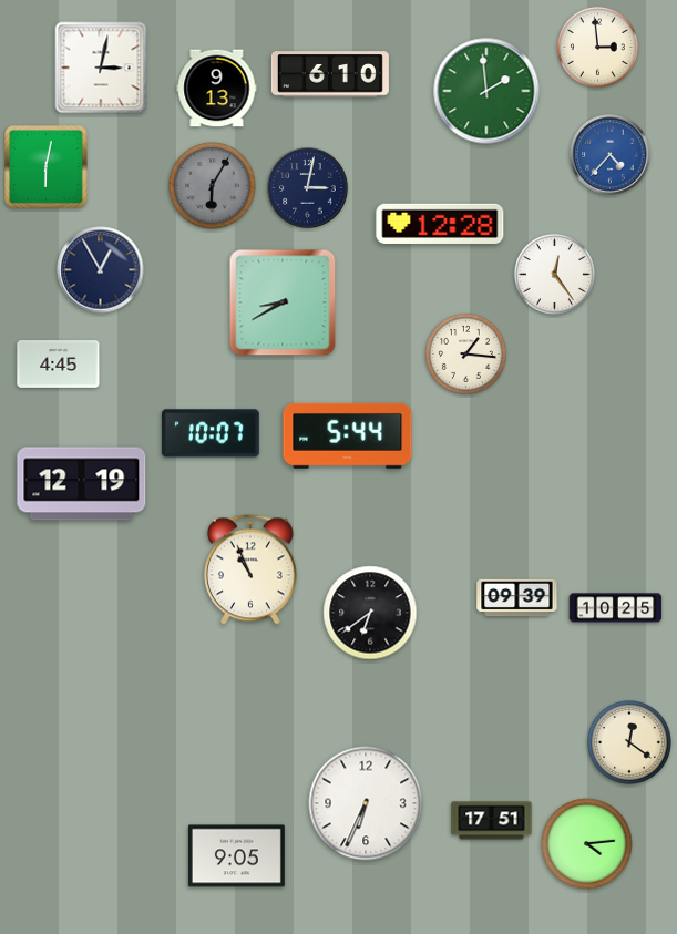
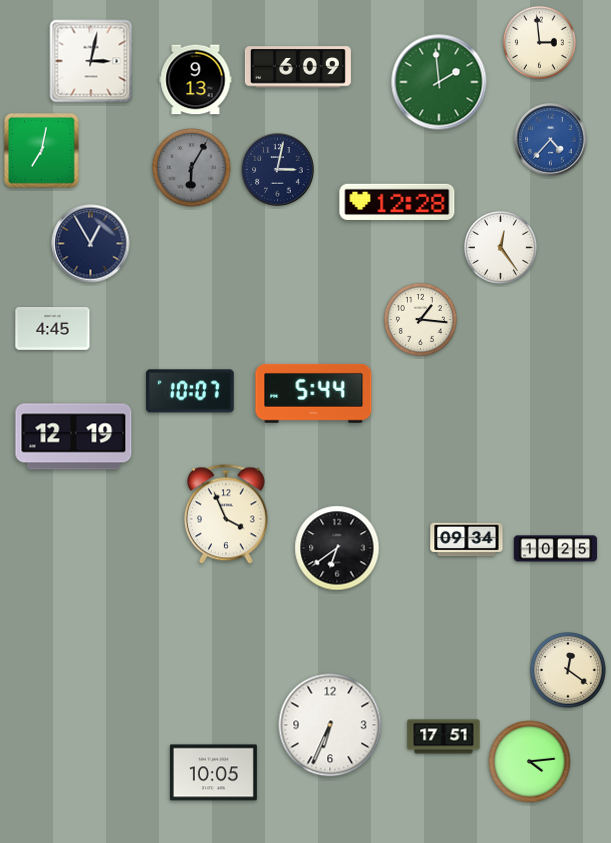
clock at (330, 74): 6:10 -> 6:09
clock at (47, 167): 6:02 -> 7:02
clock at (283, 302): 8:40 -> none
clock at (250, 569): 10:56 -> 3:56
clock at (517, 598): 09:39 -> 09:34
clock at (370, 613) position: (370, 613) -> (337, 548)
clock at (492, 821) position: (492, 821) -> (444, 737)
clock at (236, 856): 9:05 -> 10:05
